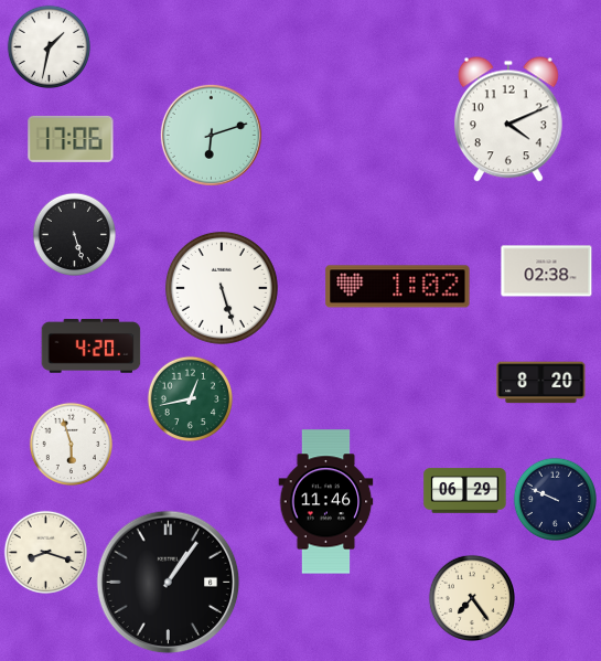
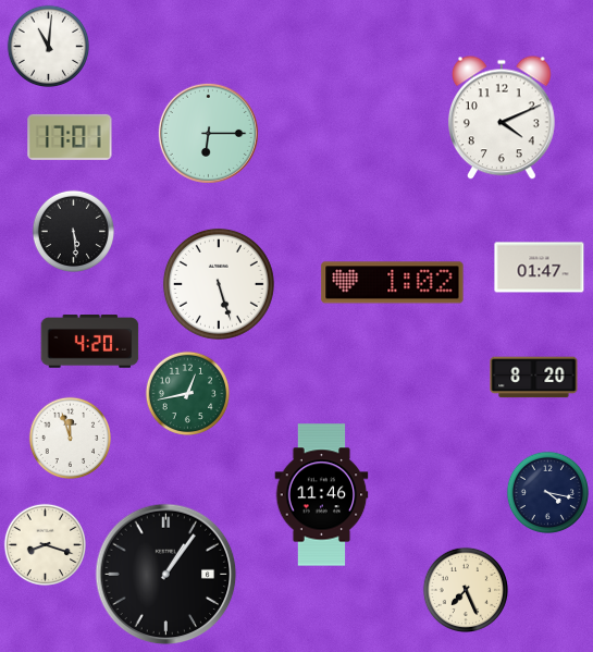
clock at (49, 46): 1:32 -> 11:01
clock at (211, 135): 6:12 -> 6:15
clock at (71, 139): 17:06 -> 17:01
clock at (74, 234): 5:27 -> 5:29
clock at (547, 271): 02:38 -> 01:47
clock at (71, 444): 5:57 -> 11:57
clock at (465, 491): 06:29 -> none
clock at (555, 499): 9:49 -> 4:17
clock at (471, 597): 7:24 -> 7:26
